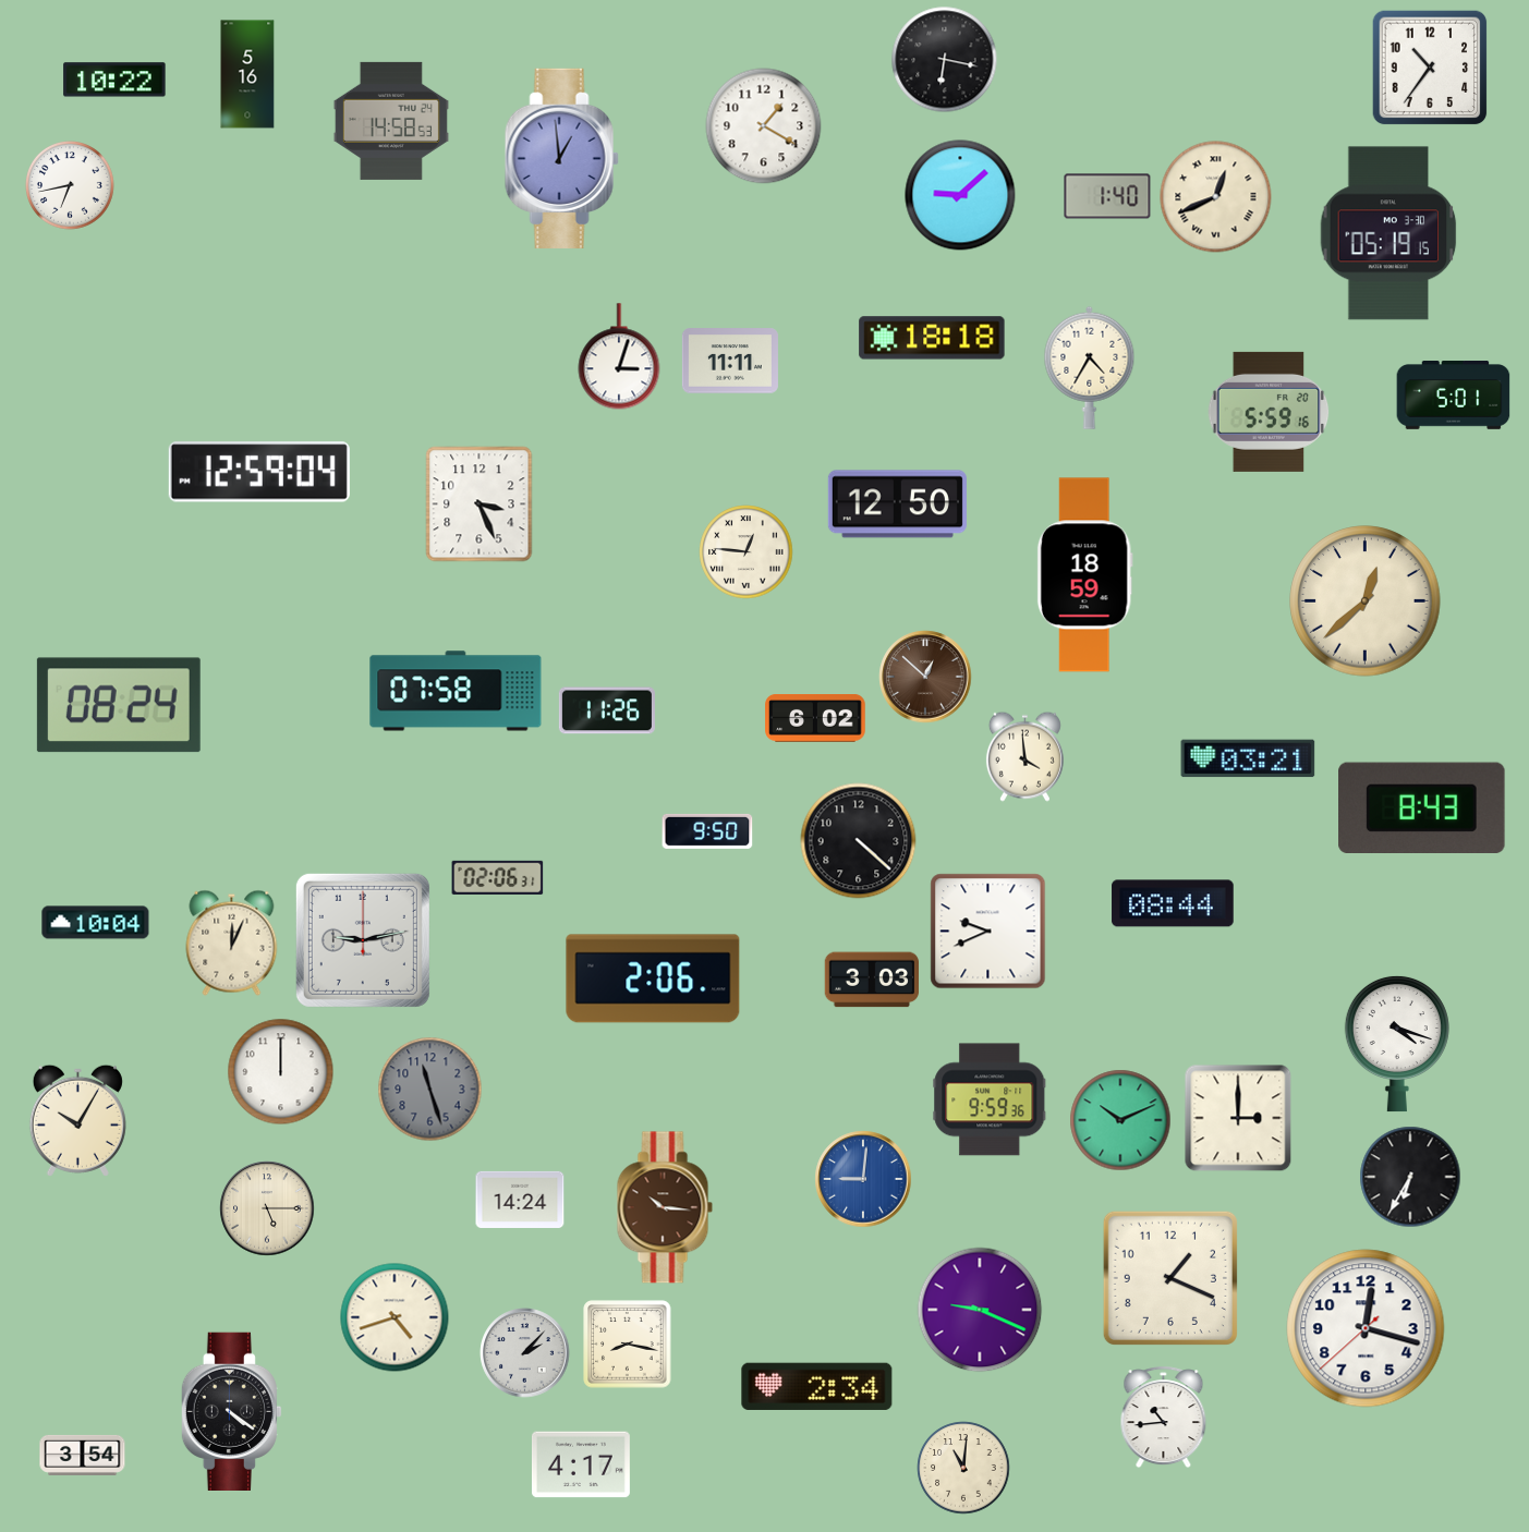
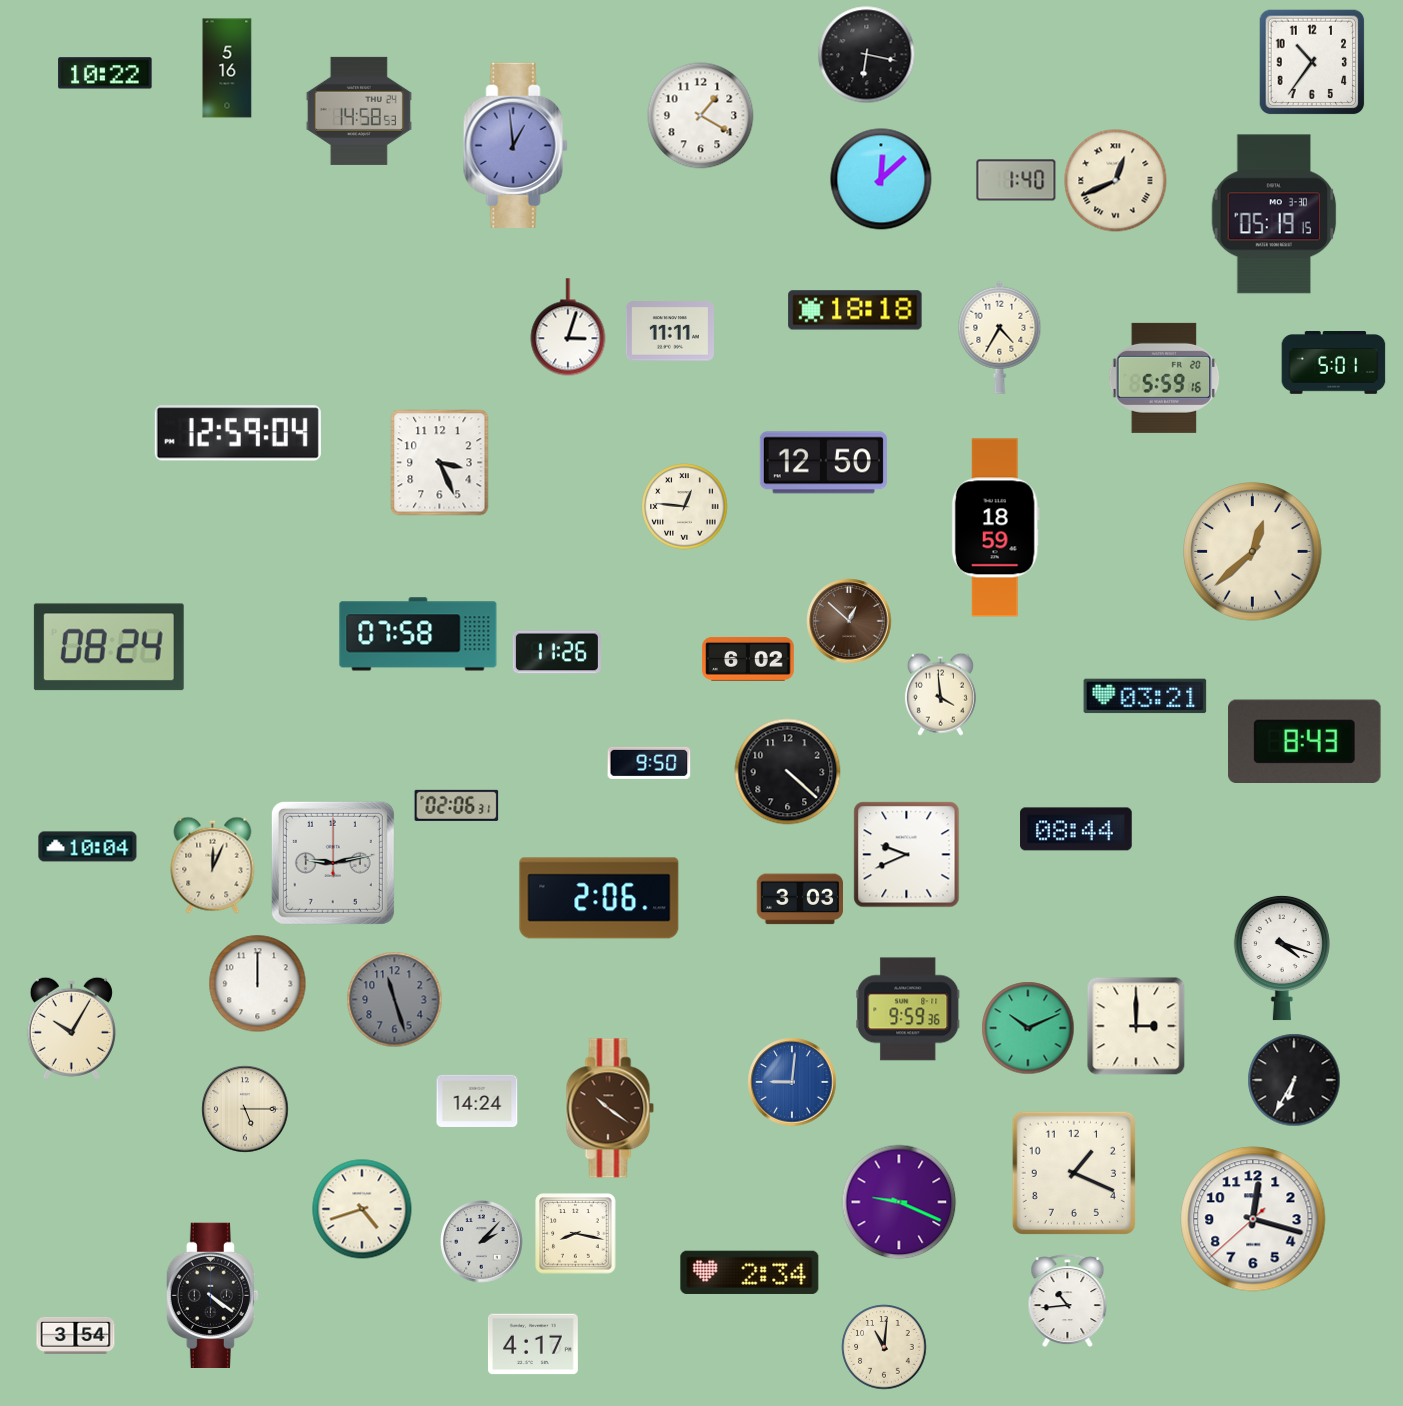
clock at (71, 186): 6:43 -> none
clock at (960, 195): 9:08 -> 12:08
clock at (665, 1207): 10:16 -> 10:21
